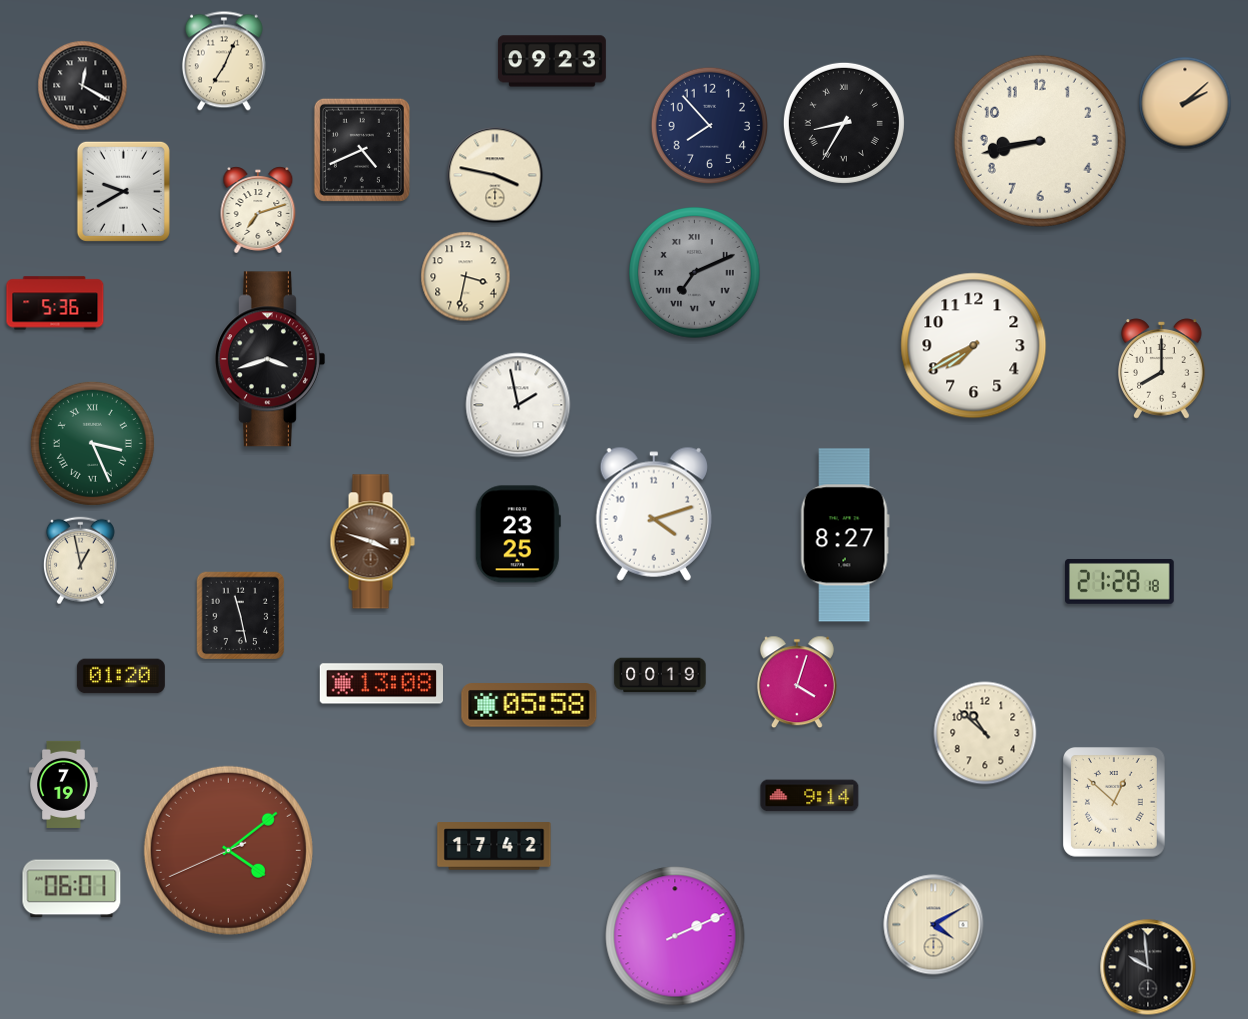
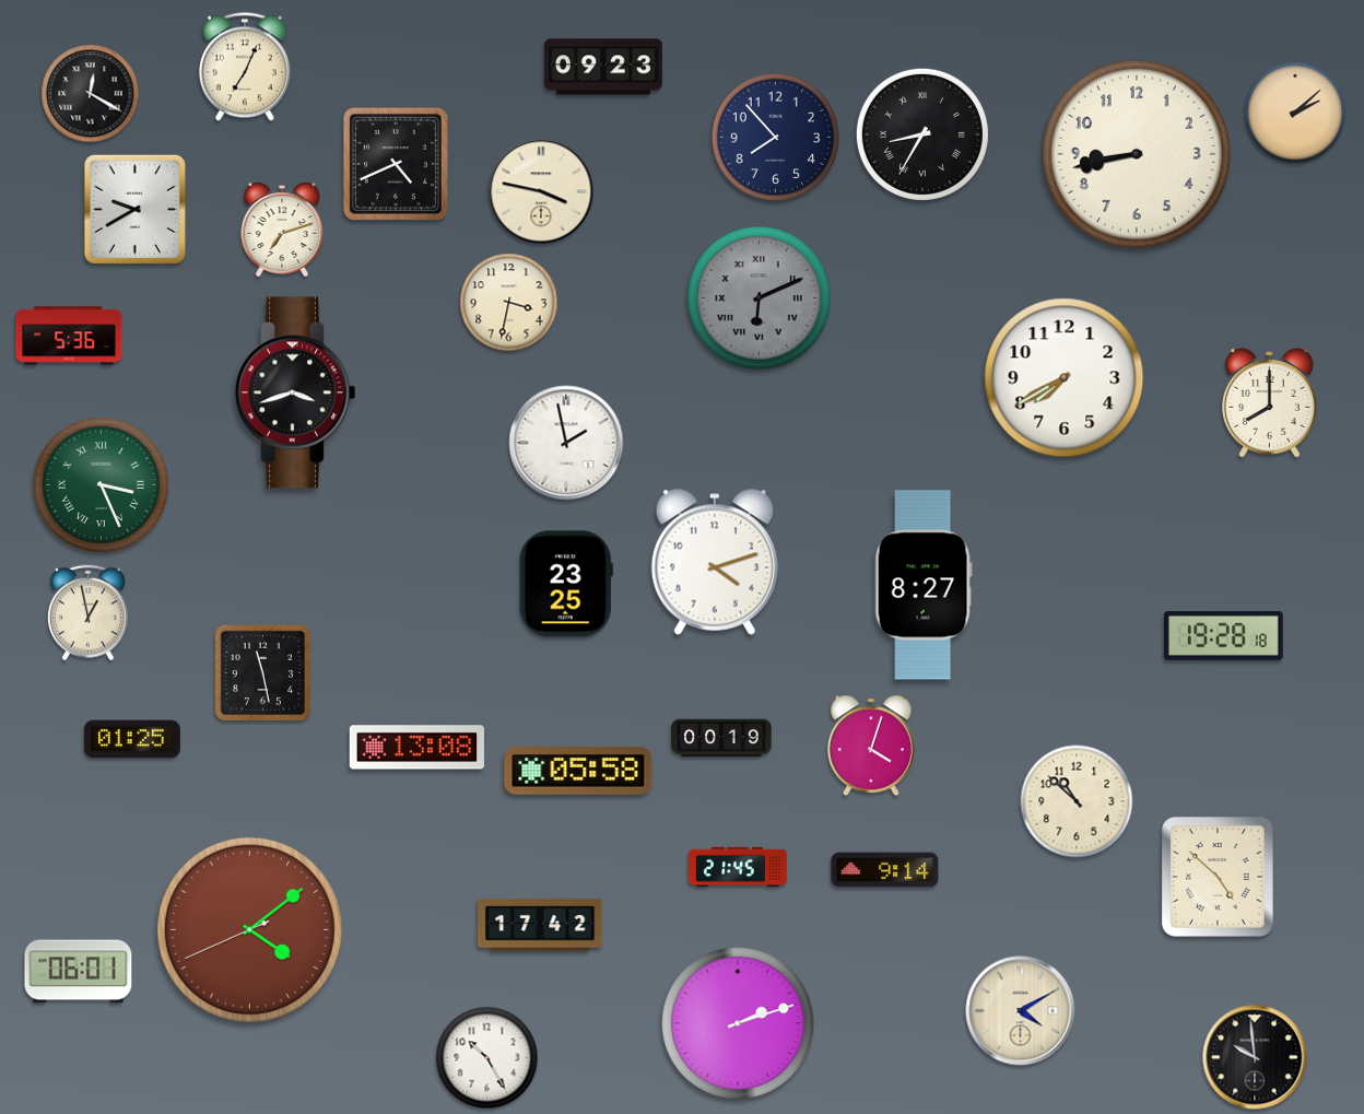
clock at (695, 273): 7:11 -> 6:11
clock at (55, 303) position: (55, 303) -> (69, 336)
clock at (372, 542): 3:48 -> none
clock at (1120, 582): 21:28 -> 19:28
clock at (121, 676): 01:20 -> 01:25
clock at (64, 784): 7:19 -> none
clock at (738, 867): none -> 21:45
clock at (1115, 803): 12:52 -> 4:52
clock at (675, 936): 2:11 -> 2:12
clock at (487, 1058): none -> 10:25
